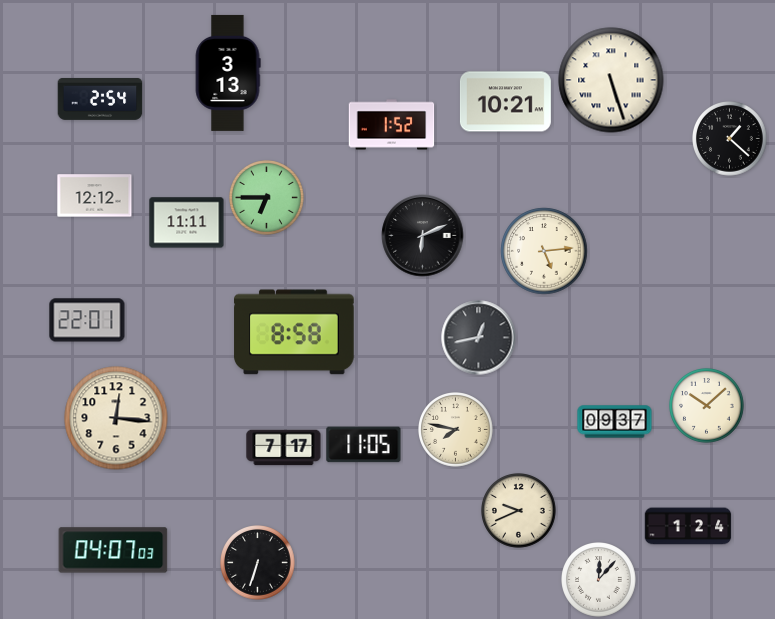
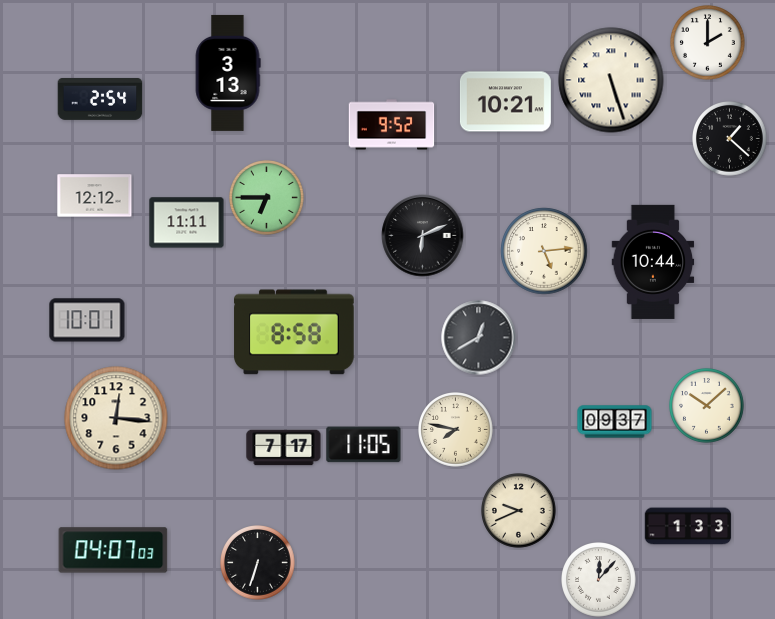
clock at (708, 43): none -> 2:00
clock at (392, 125): 1:52 -> 9:52
clock at (653, 262): none -> 10:44
clock at (87, 320): 22:01 -> 10:01
clock at (479, 338): 12:43 -> 12:40
clock at (688, 526): 1:24 -> 1:33
